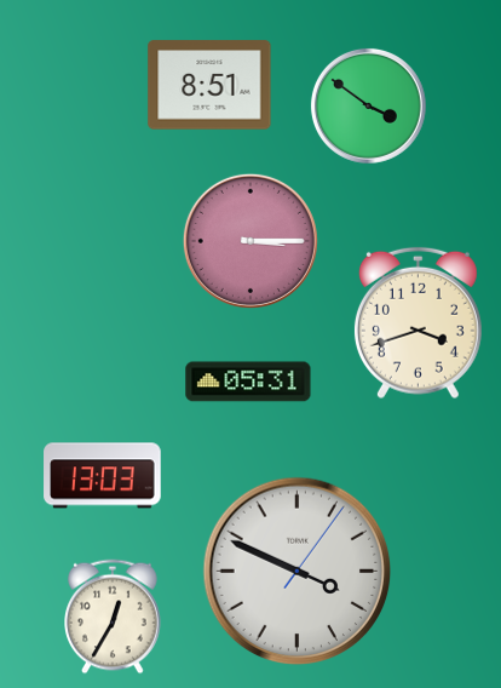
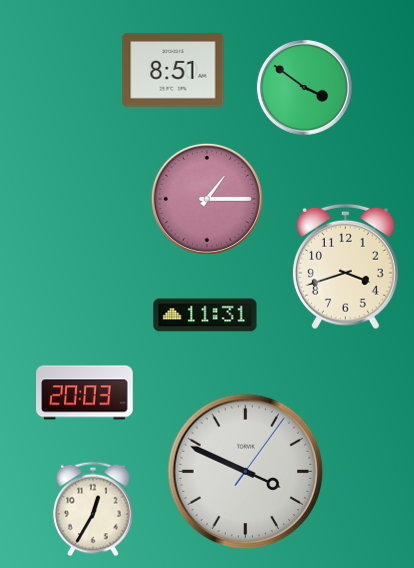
clock at (250, 241): 3:15 -> 1:15
clock at (248, 382): 05:31 -> 11:31
clock at (103, 476): 13:03 -> 20:03
